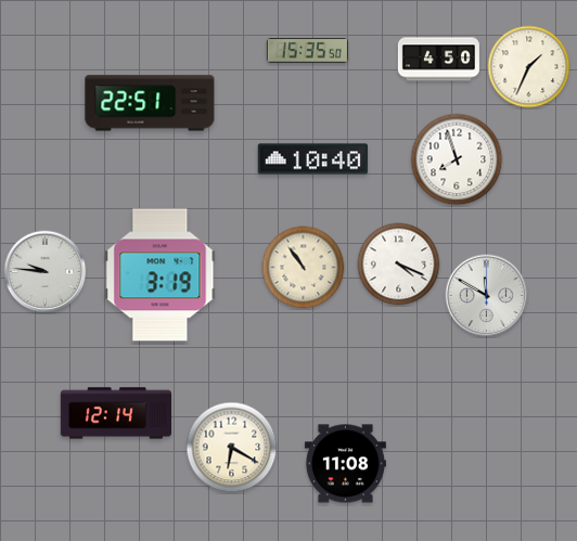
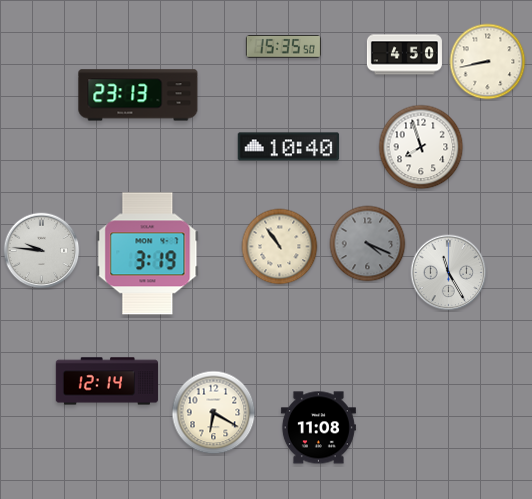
clock at (529, 67): 1:34 -> 8:43
clock at (150, 103): 22:51 -> 23:13
clock at (399, 265) dial: white -> grey
clock at (487, 296): 11:50 -> 11:25
